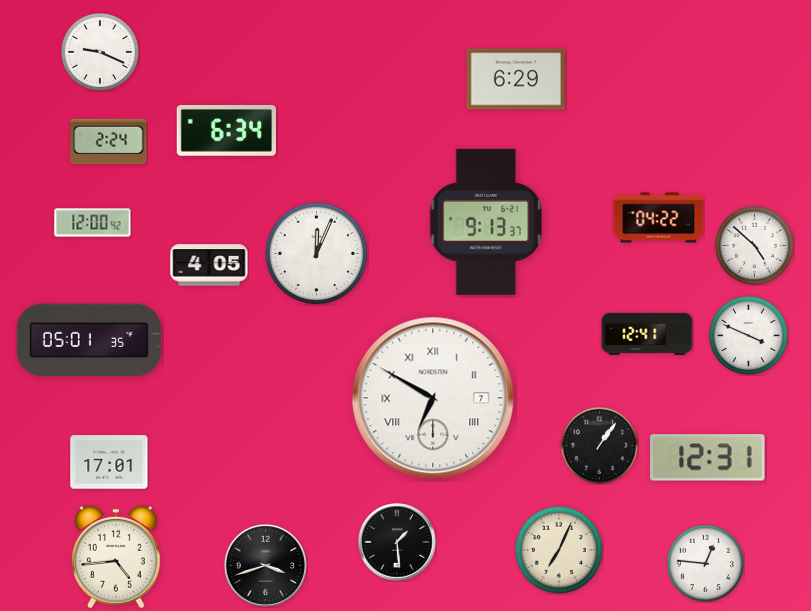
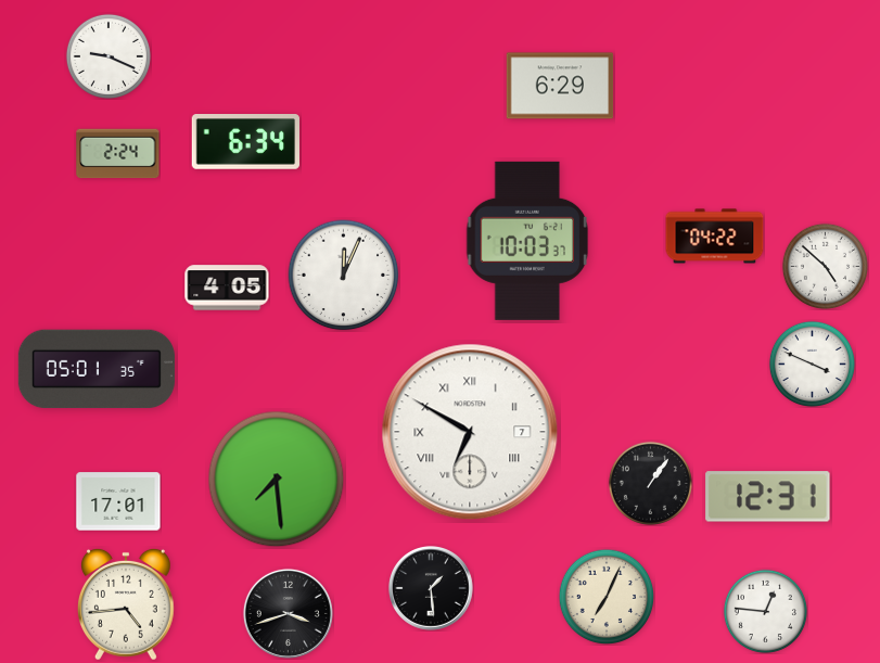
clock at (486, 222): 9:13 -> 10:03
clock at (93, 223): 12:00 -> none
clock at (754, 245) position: (754, 245) -> (825, 266)
clock at (647, 334): 12:41 -> none
clock at (277, 480): none -> 7:29
